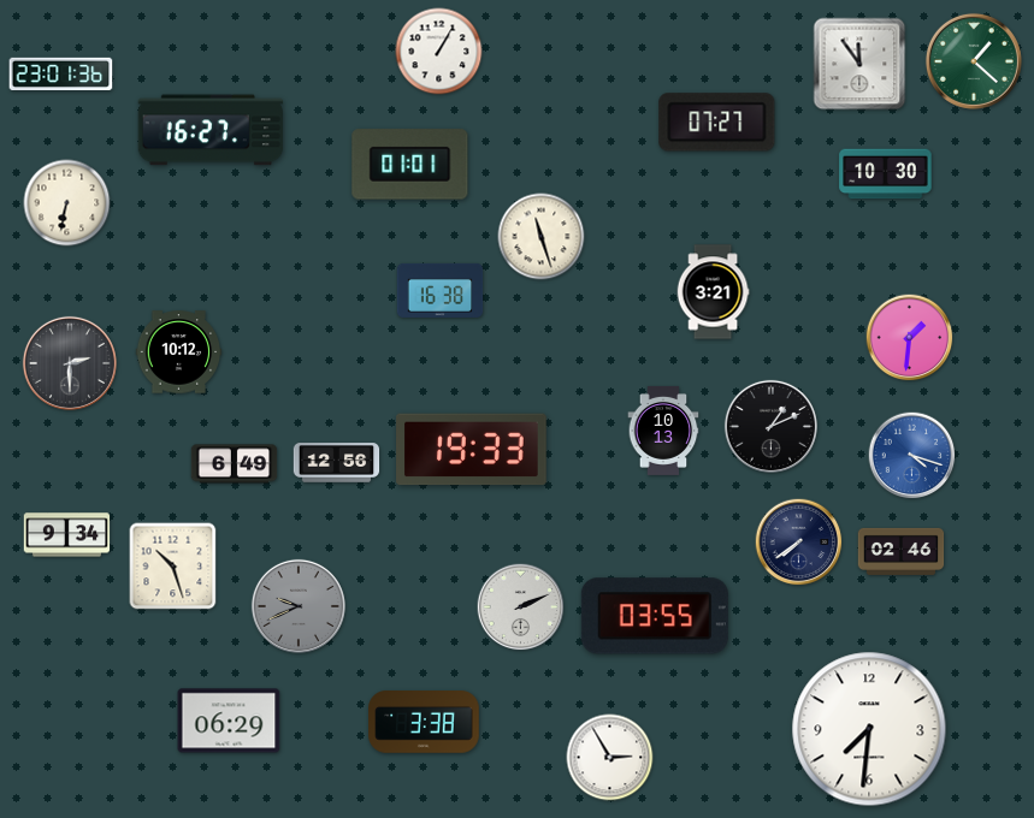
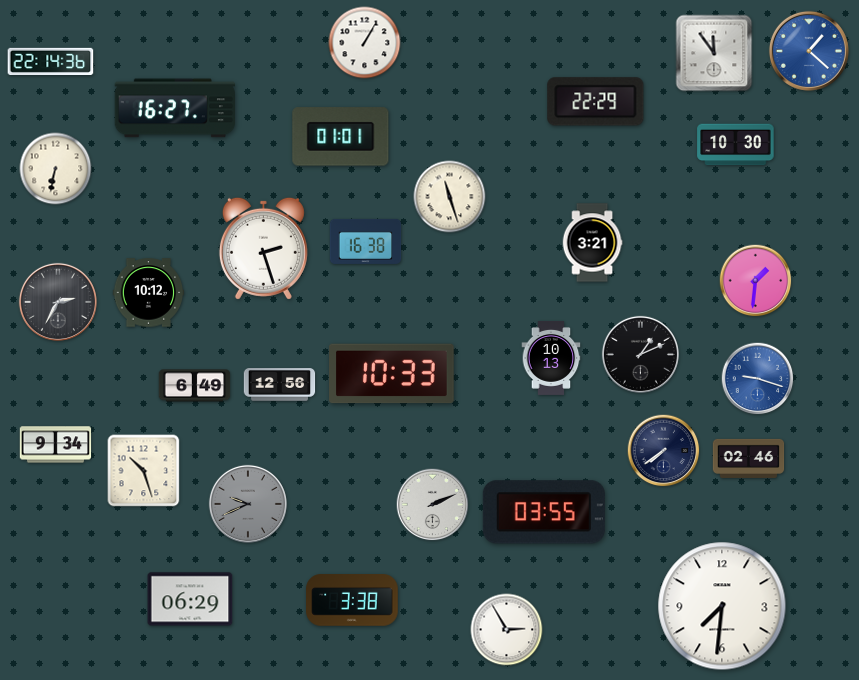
clock at (974, 61) dial: green -> blue
clock at (61, 73): 23:01 -> 22:14
clock at (717, 123): 07:27 -> 22:29
clock at (263, 248): none -> 2:27
clock at (70, 363): 2:30 -> 2:35
clock at (472, 450): 19:33 -> 10:33
clock at (912, 456): 4:18 -> 9:18
